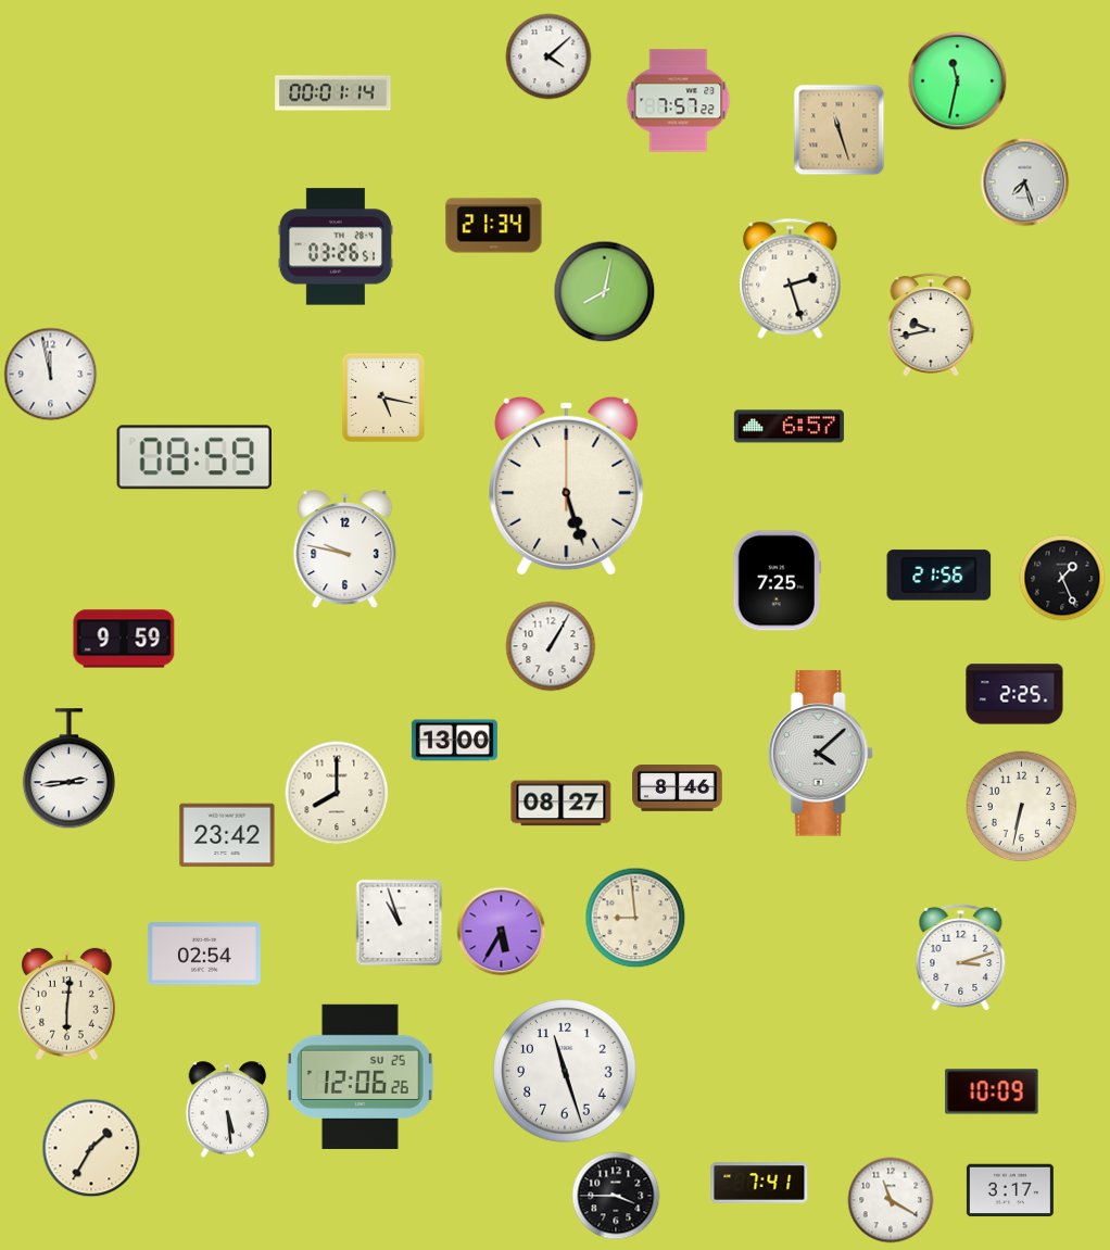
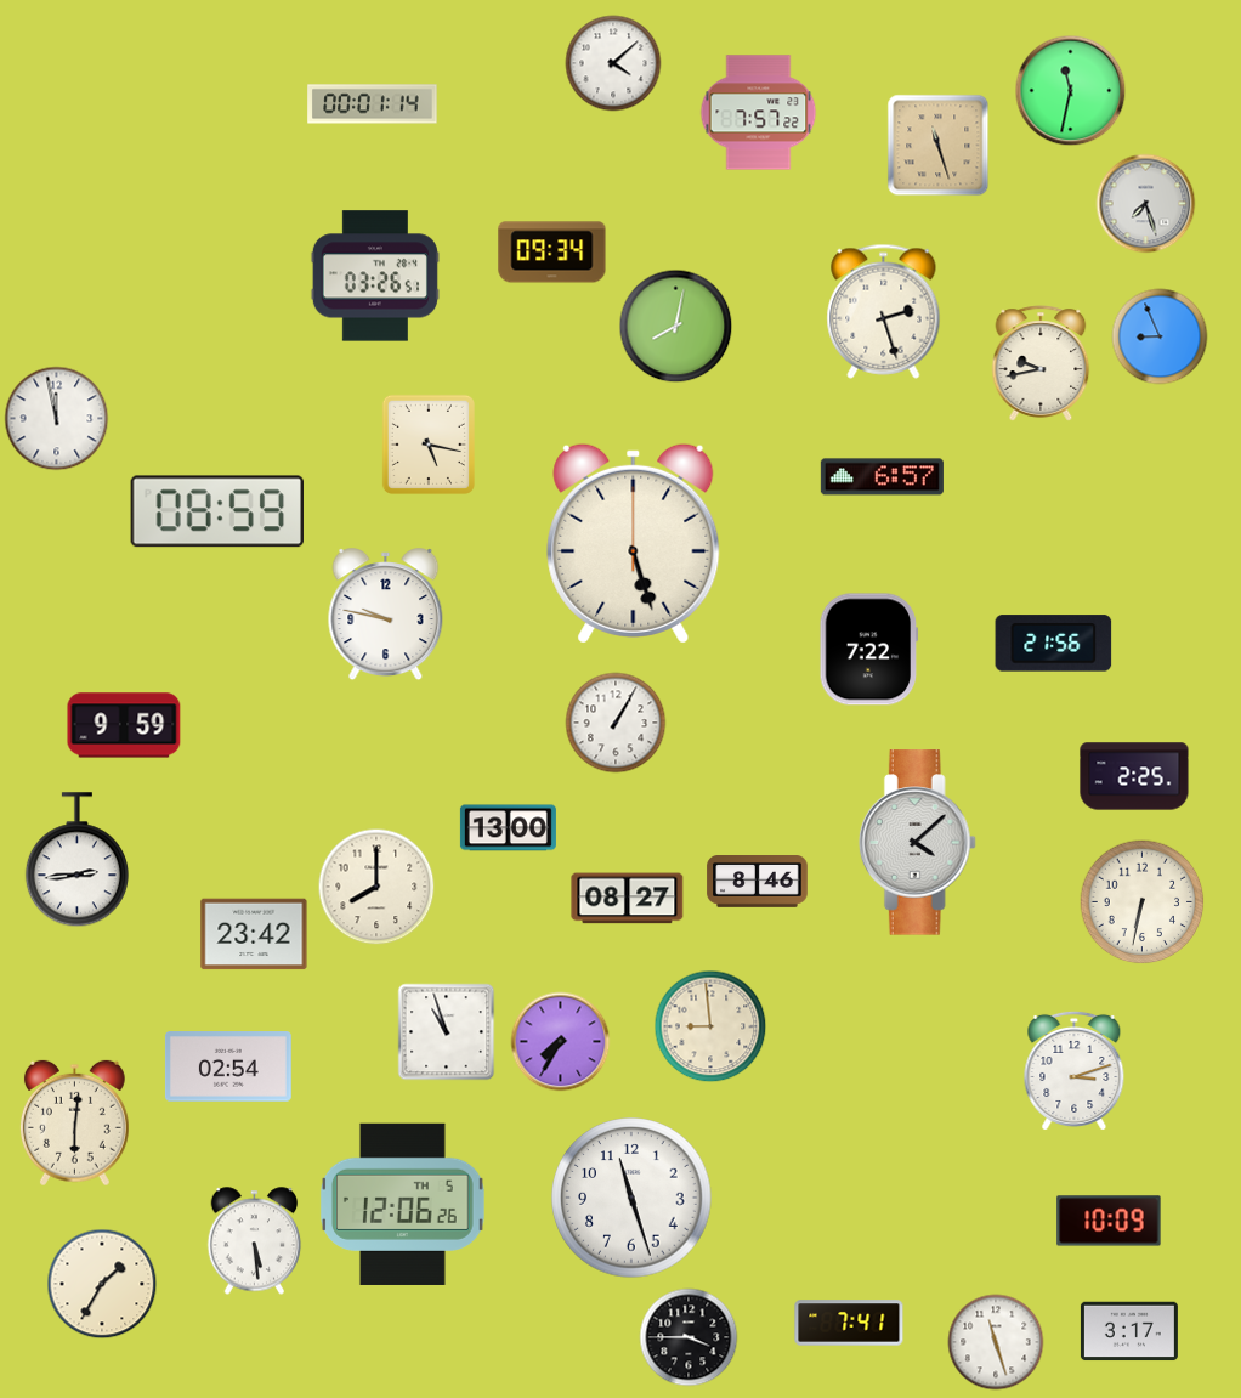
clock at (494, 226): 21:34 -> 09:34
clock at (1160, 336): none -> 8:56
clock at (939, 576) position: (939, 576) -> (1054, 644)
clock at (1062, 578): 1:26 -> none
clock at (778, 581): 7:25 -> 7:22
clock at (124, 639) position: (124, 639) -> (124, 725)
clock at (502, 932): 5:35 -> 7:35
clock at (361, 1076) date: SU 25 -> TH 5
clock at (891, 1200): 11:20 -> 11:27
